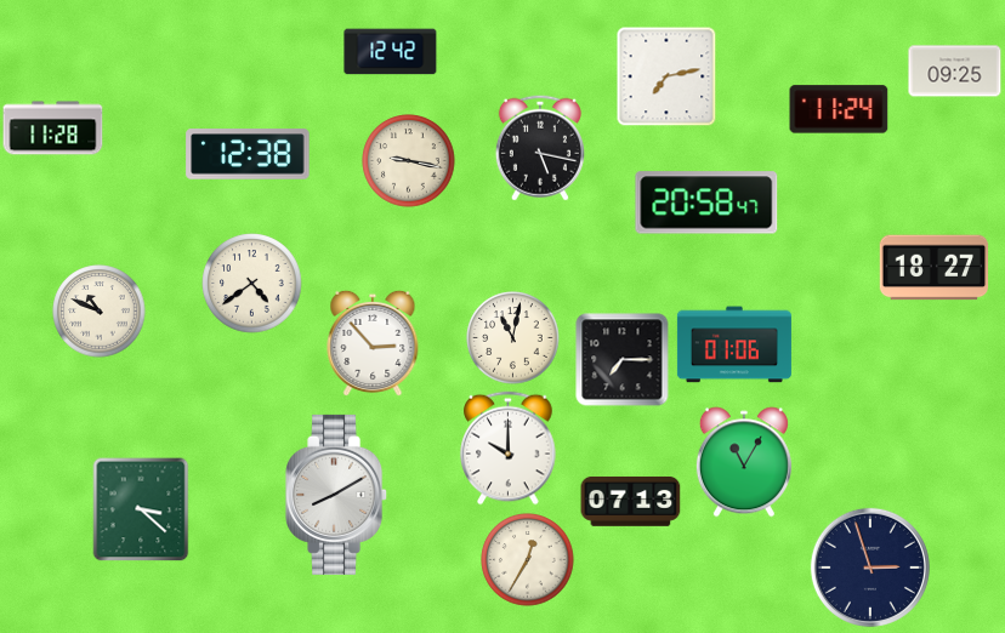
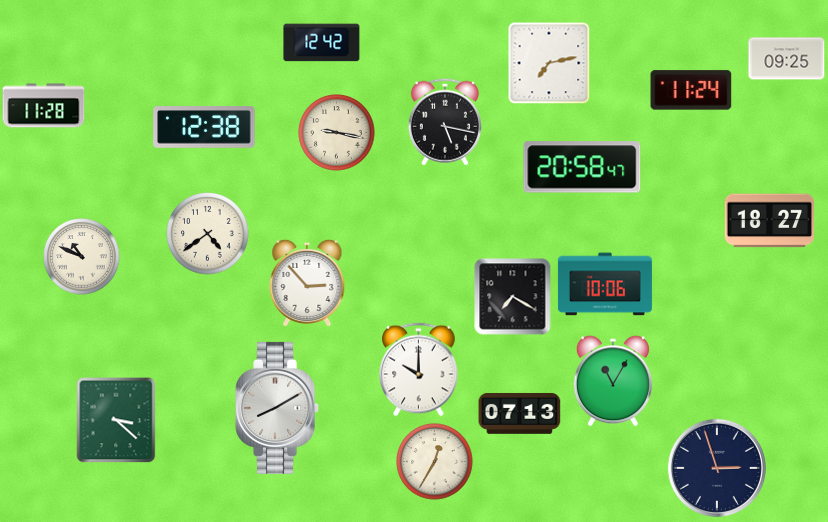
clock at (513, 338): 11:02 -> none
clock at (734, 344): 01:06 -> 10:06
clock at (623, 360): 7:15 -> 7:20
